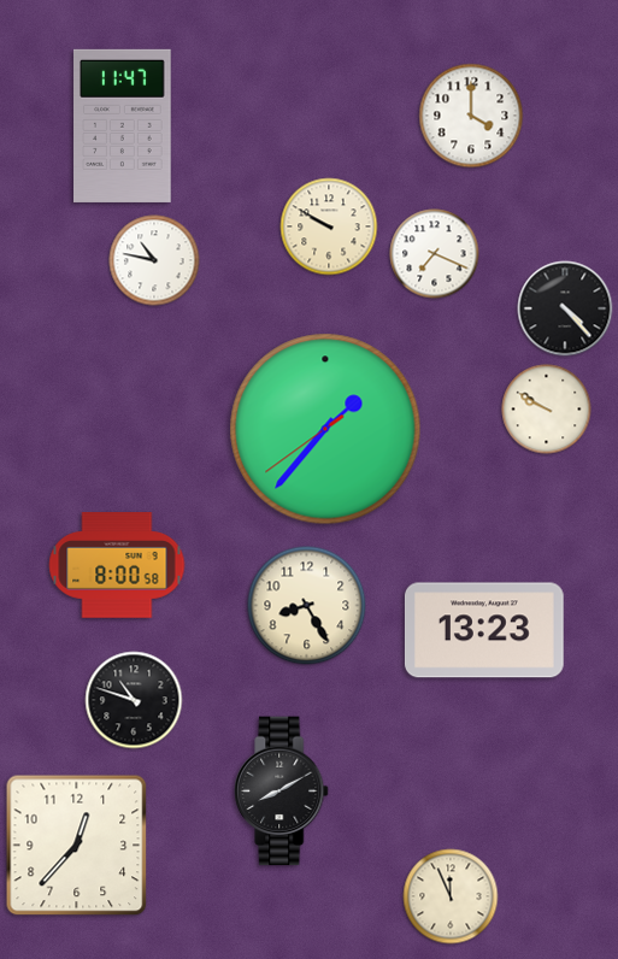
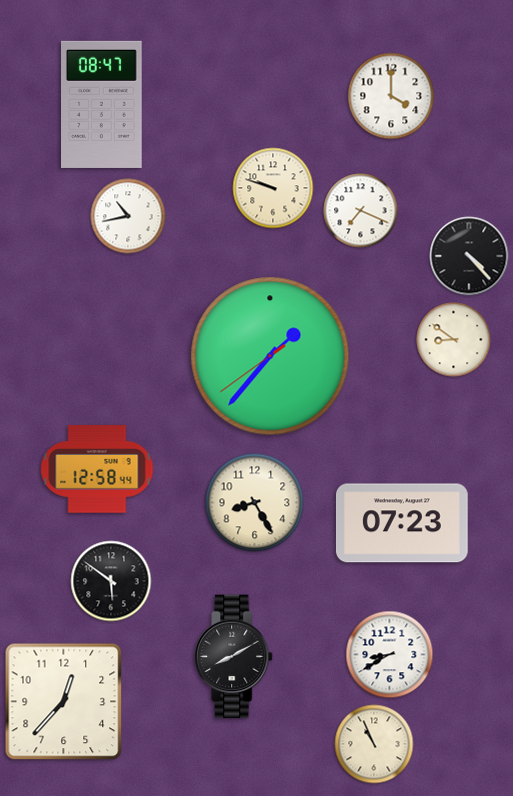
clock at (123, 125): 11:47 -> 08:47
clock at (329, 226): 9:50 -> 9:48
clock at (154, 260): 10:47 -> 10:43
clock at (547, 410): 9:50 -> 8:51
clock at (117, 565): 8:00 -> 12:58
clock at (484, 630): 13:23 -> 07:23
clock at (134, 700): 10:48 -> 5:51
clock at (390, 655): none -> 8:40
clock at (451, 896): 11:56 -> 10:56
